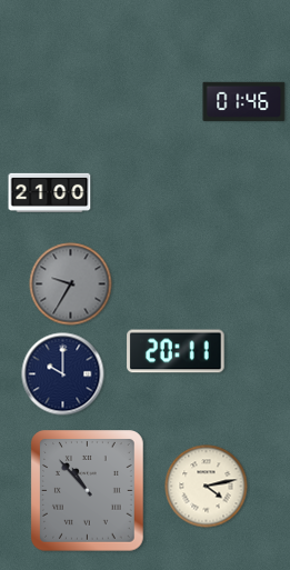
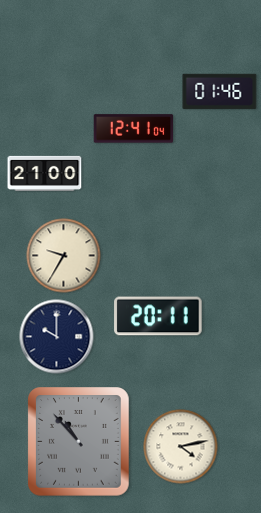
clock at (134, 129): none -> 12:41
clock at (71, 284) dial: grey -> cream
clock at (207, 487) position: (207, 487) -> (181, 447)
